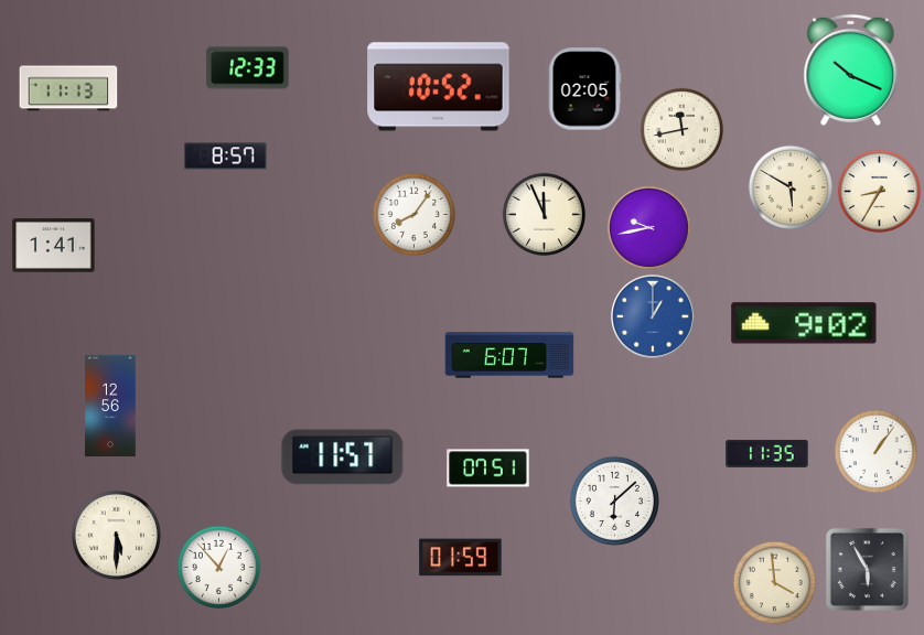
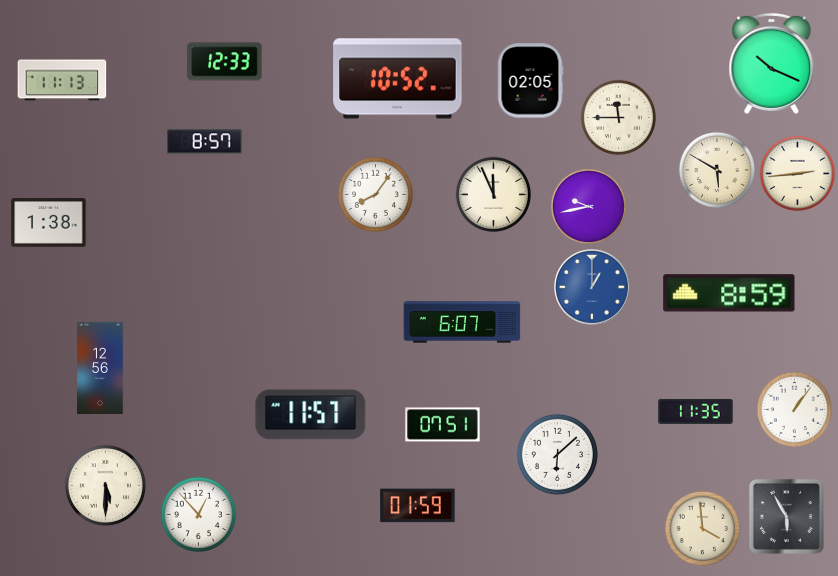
clock at (681, 129): 11:43 -> 11:45
clock at (879, 191): 8:35 -> 2:44
clock at (54, 246): 1:41 -> 1:38
clock at (804, 323): 9:02 -> 8:59
